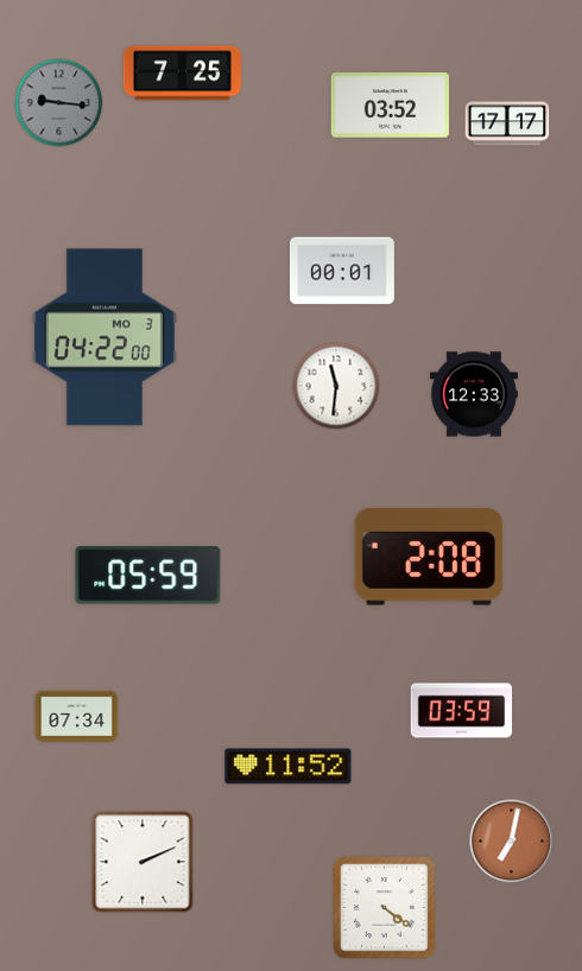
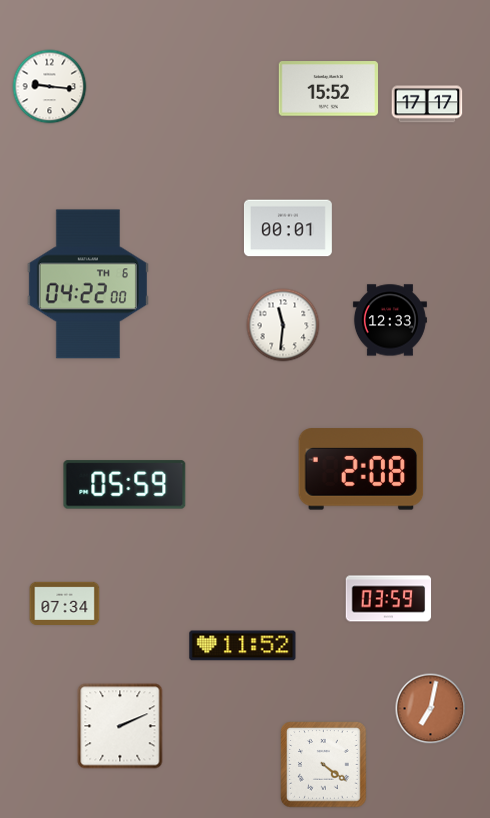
clock at (183, 74): 7:25 -> none
clock at (59, 103) dial: grey -> white
clock at (390, 106): 03:52 -> 15:52
clock at (105, 337) date: MO 3 -> TH 6
clock at (474, 394) position: (474, 394) -> (390, 320)
